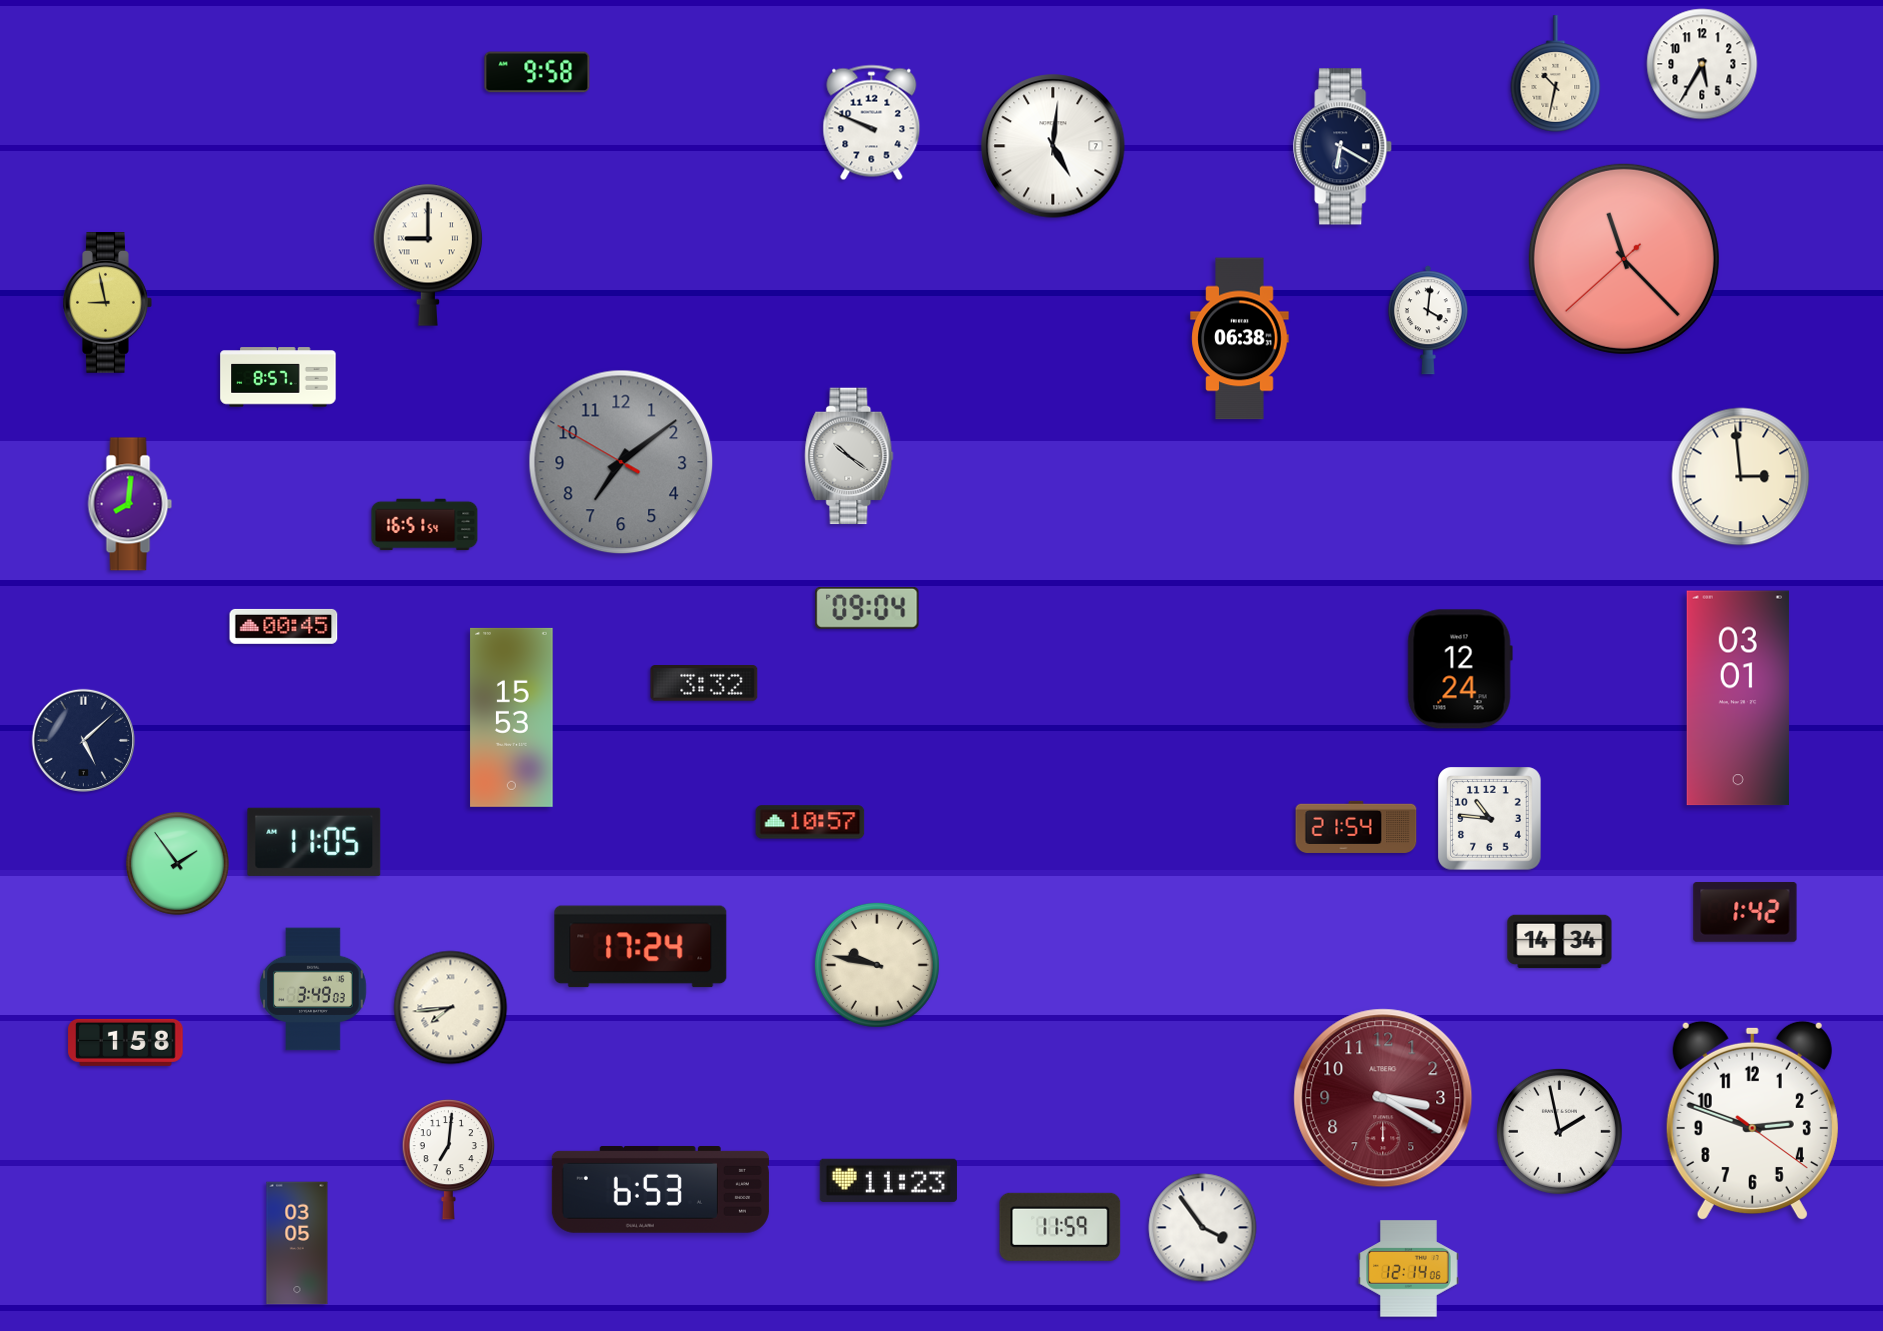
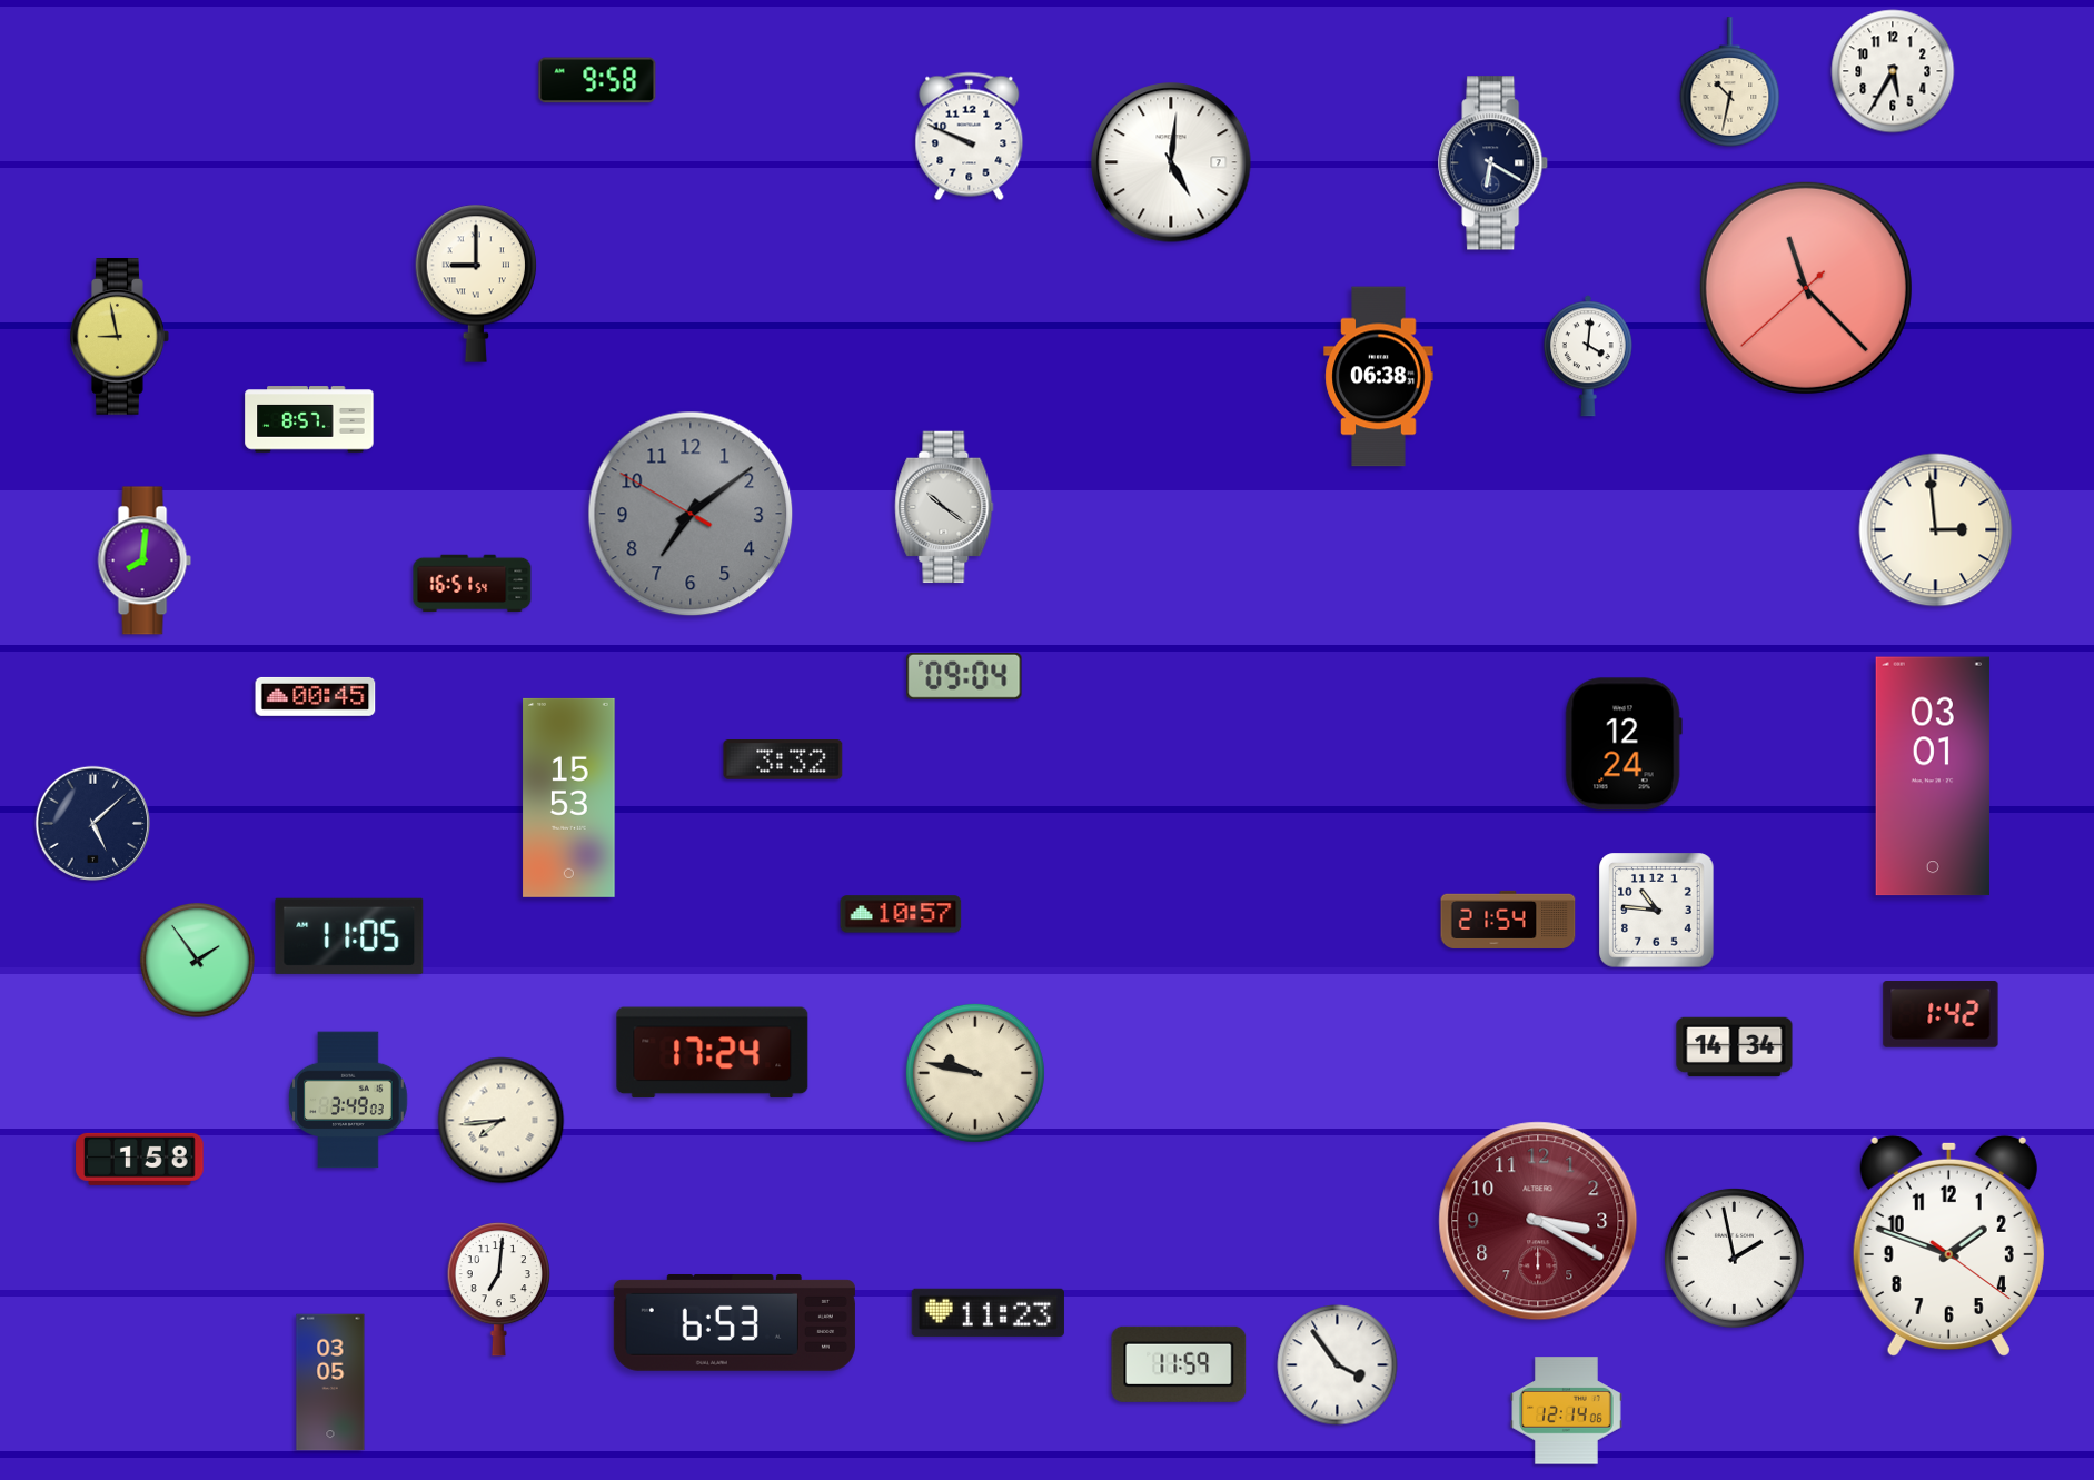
clock at (1752, 1120): 2:48 -> 1:48
